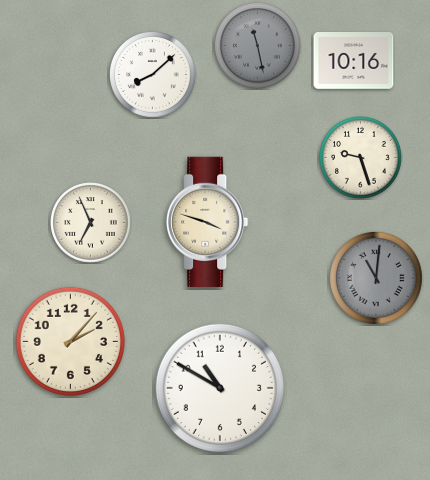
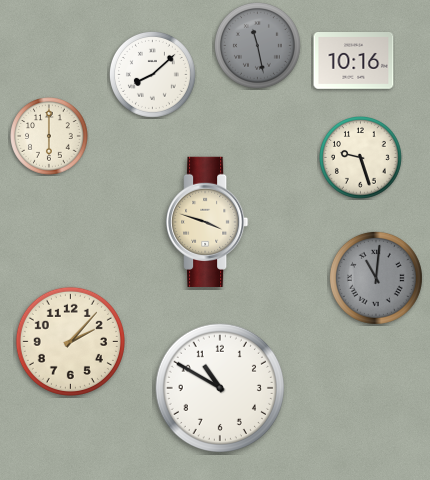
clock at (49, 136): none -> 6:00
clock at (91, 223): 6:56 -> none
